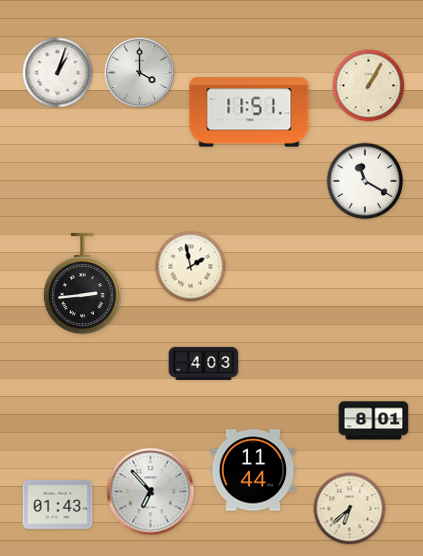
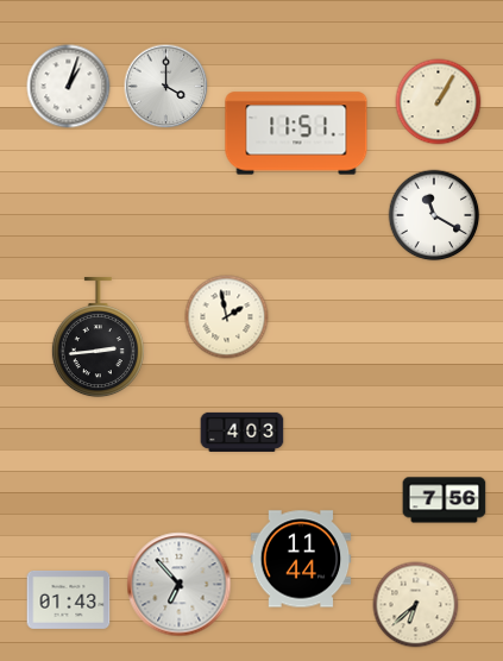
clock at (374, 421): 8:01 -> 7:56
